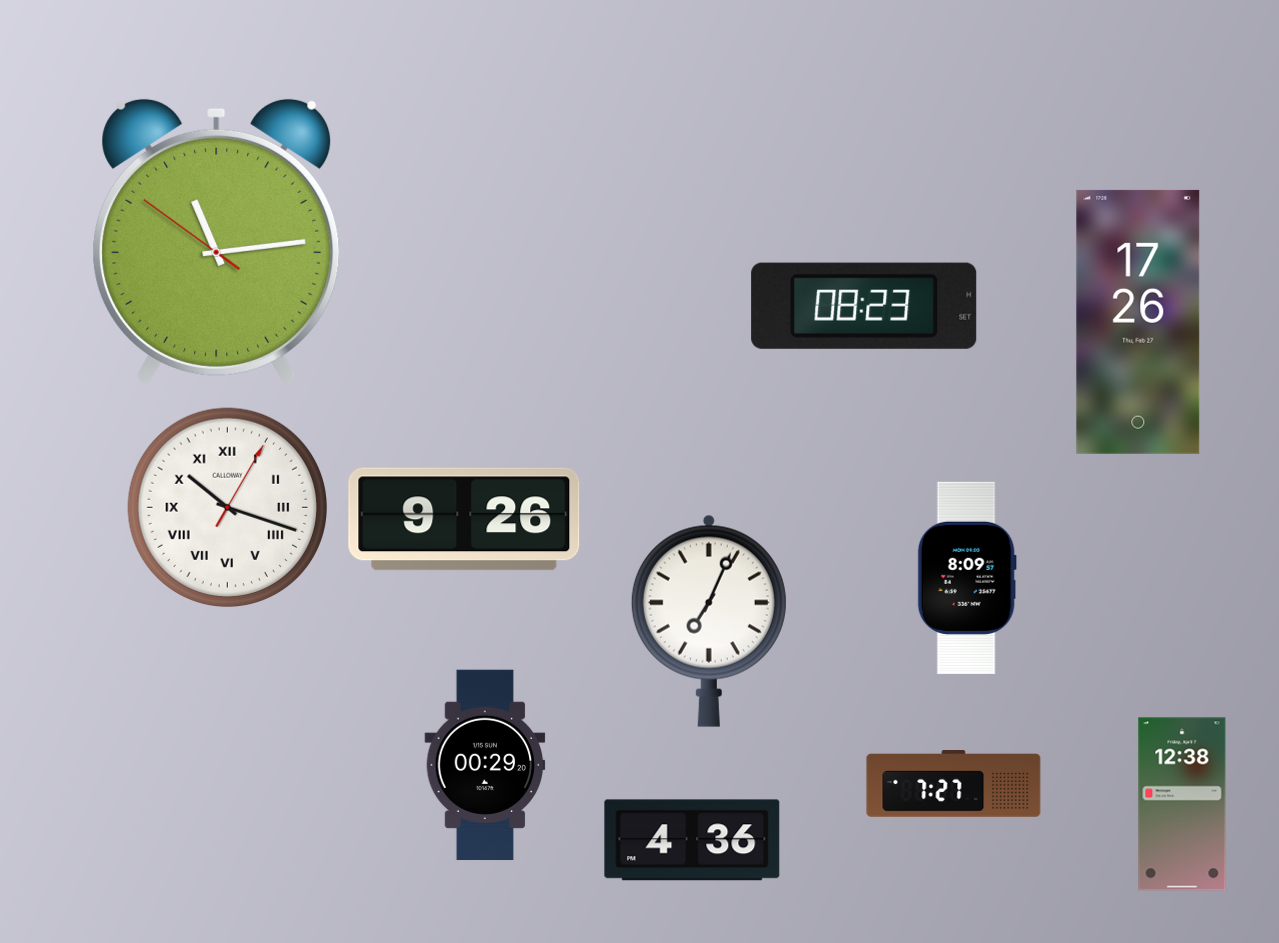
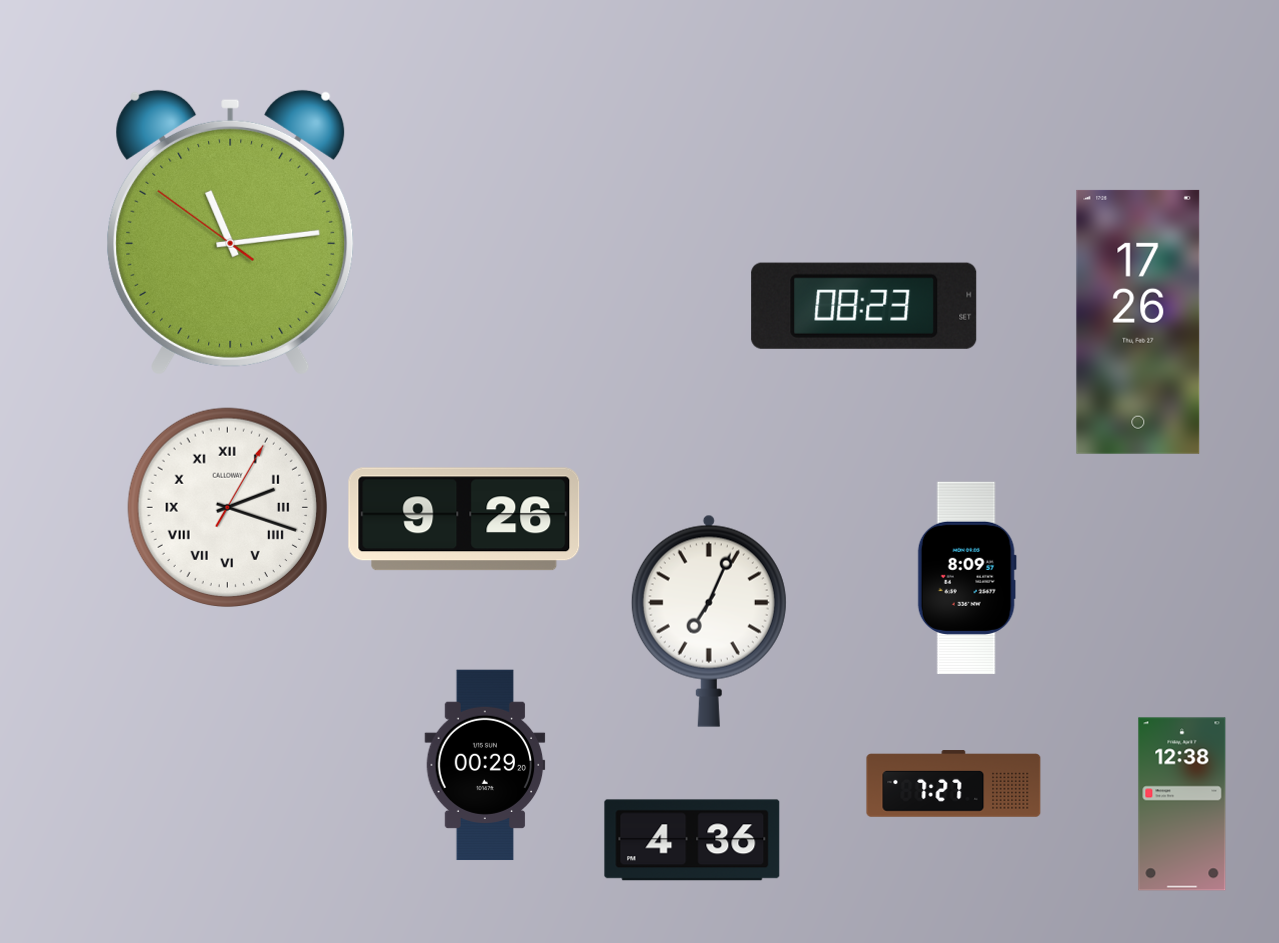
clock at (217, 241) position: (217, 241) -> (231, 232)
clock at (227, 507): 10:18 -> 2:18
